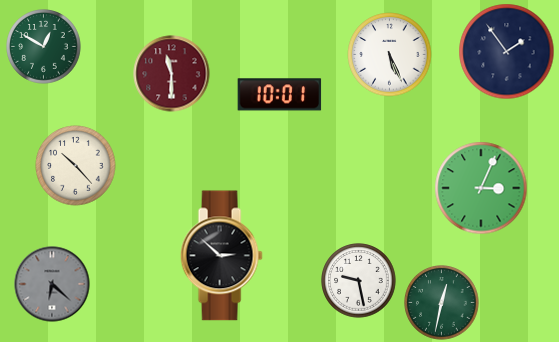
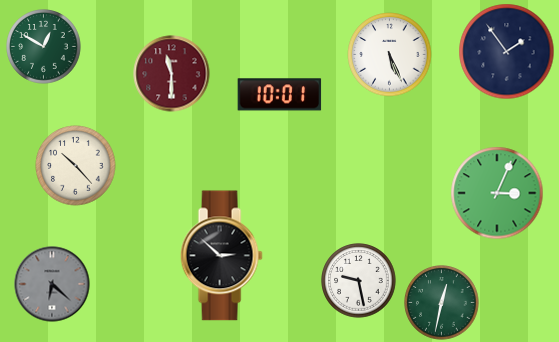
clock at (481, 188) position: (481, 188) -> (497, 193)
